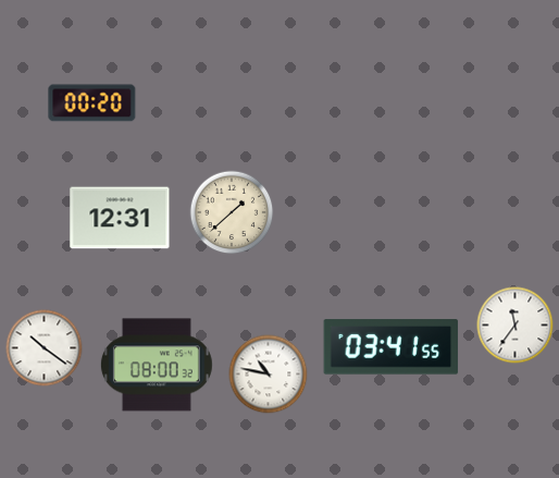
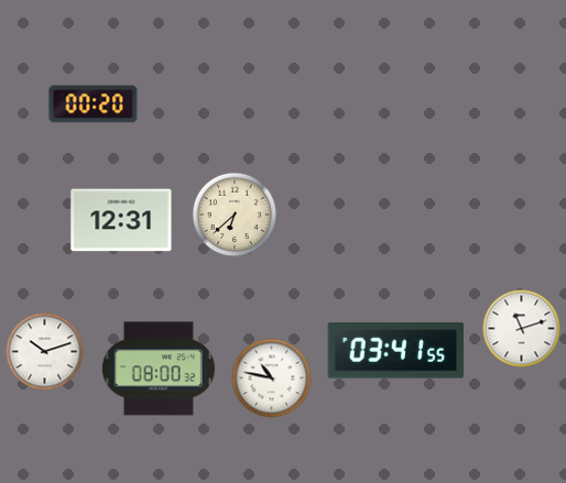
clock at (232, 212): 1:38 -> 6:38
clock at (515, 326): 11:36 -> 11:12
clock at (45, 348): 10:21 -> 10:12
